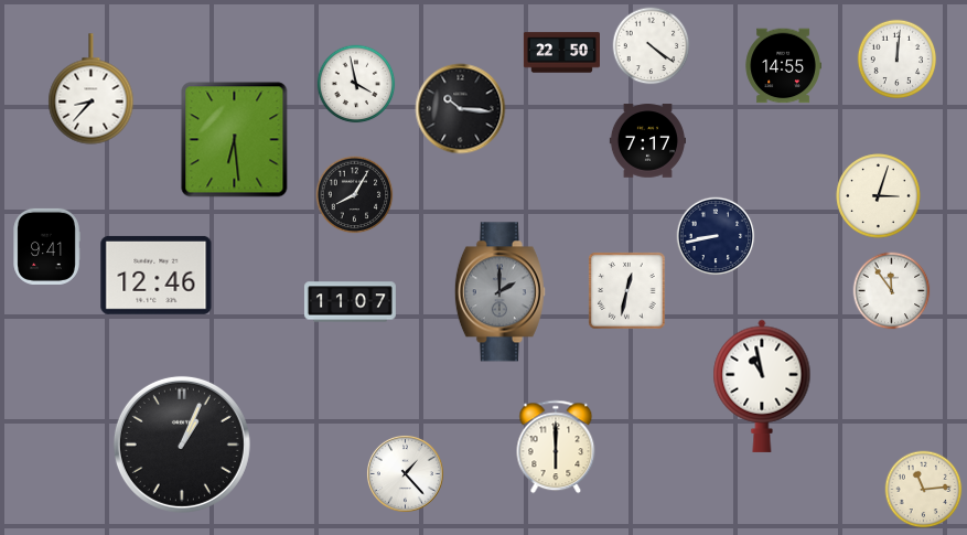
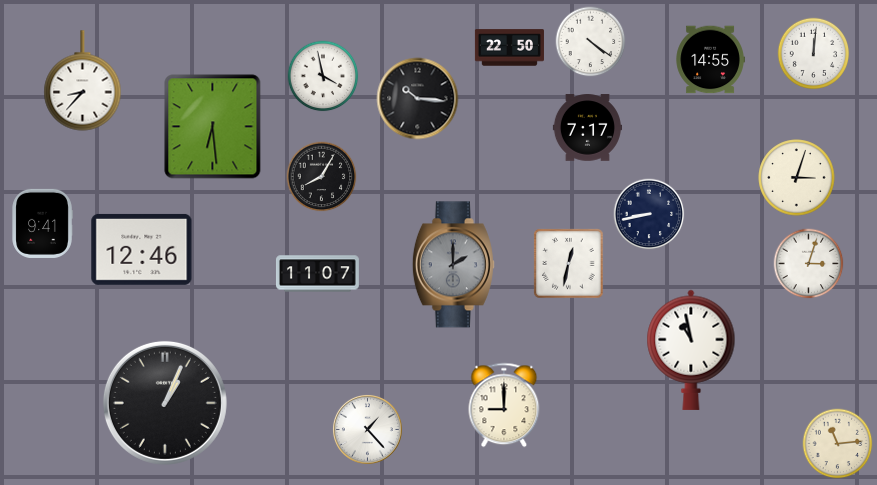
clock at (892, 291): 11:54 -> 3:03
clock at (556, 447): 6:00 -> 9:00
